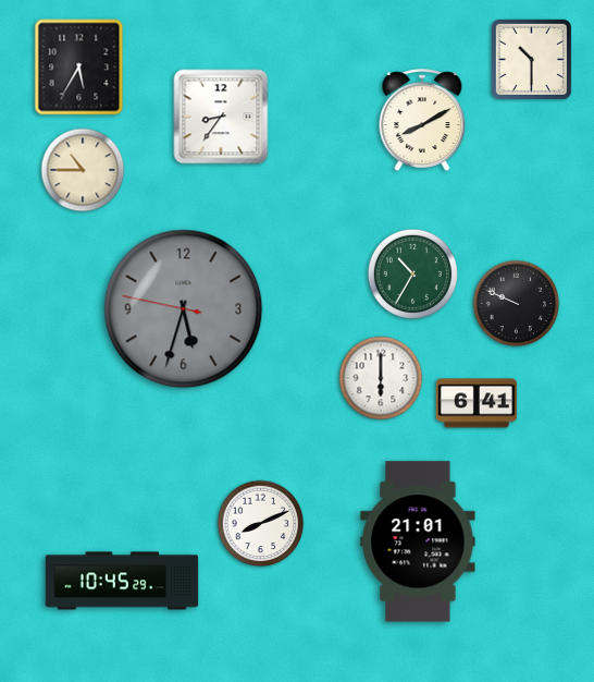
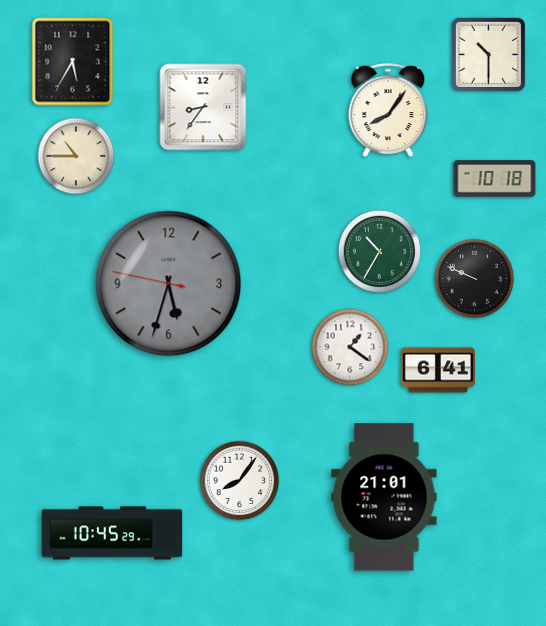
clock at (422, 120): 8:10 -> 8:06
clock at (495, 179): none -> 10:18
clock at (381, 378): 6:00 -> 1:21
clock at (261, 524): 8:11 -> 8:06
